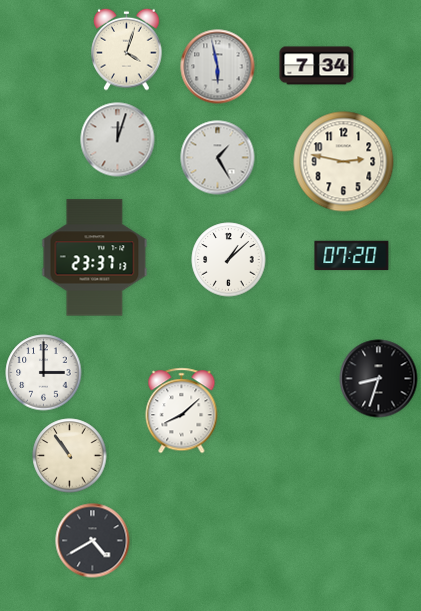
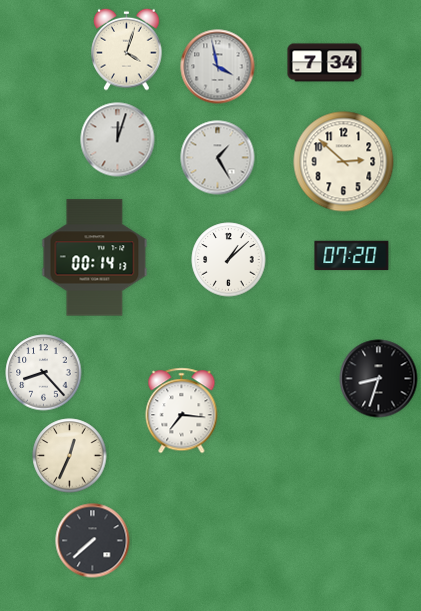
clock at (317, 66) position: (317, 66) -> (325, 63)
clock at (218, 67): 5:58 -> 3:58
clock at (344, 162): 2:47 -> 2:52
clock at (95, 258): 23:37 -> 00:14
clock at (44, 373): 3:00 -> 8:23
clock at (182, 411): 8:08 -> 7:16
clock at (70, 456): 10:54 -> 12:34
clock at (93, 541): 4:40 -> 7:38
